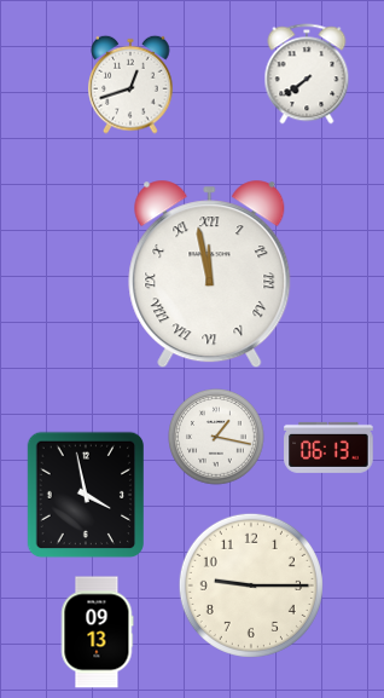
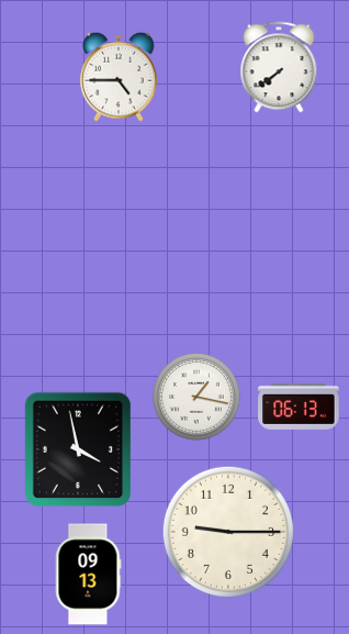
clock at (130, 85): 12:42 -> 4:45
clock at (210, 275): 11:58 -> none
